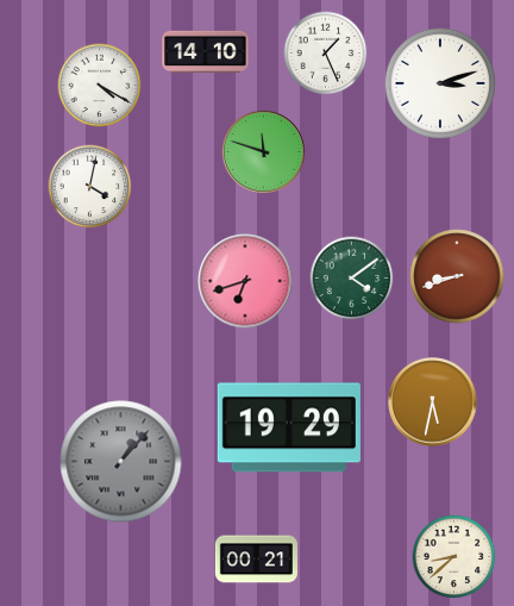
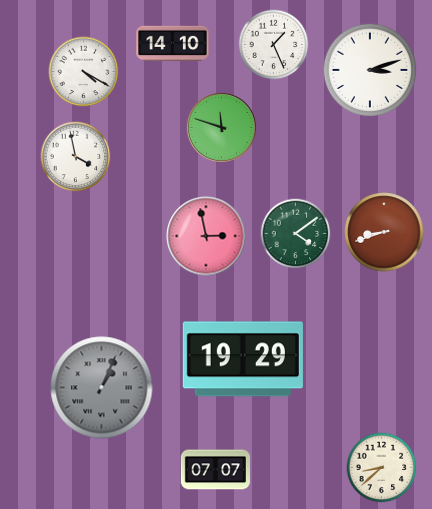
clock at (90, 187): 4:02 -> 3:58
clock at (245, 281): 6:42 -> 2:58
clock at (433, 402): 5:32 -> none
clock at (121, 462): 1:07 -> 1:04
clock at (256, 560): 00:21 -> 07:07
